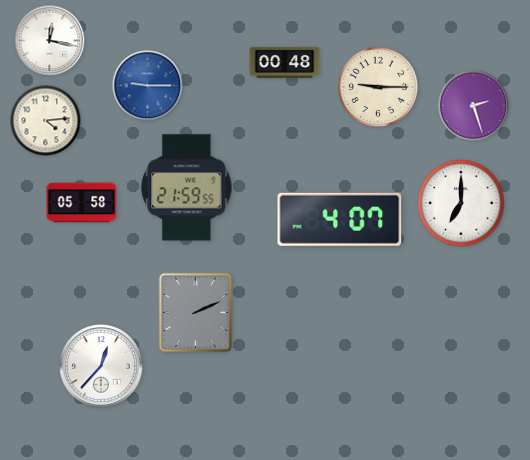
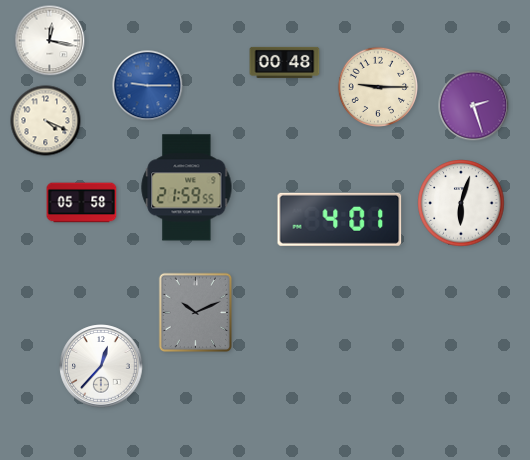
clock at (46, 121): 4:14 -> 4:19
clock at (461, 203): 7:00 -> 6:03
clock at (340, 219): 4:07 -> 4:01
clock at (196, 313): 2:11 -> 10:11
